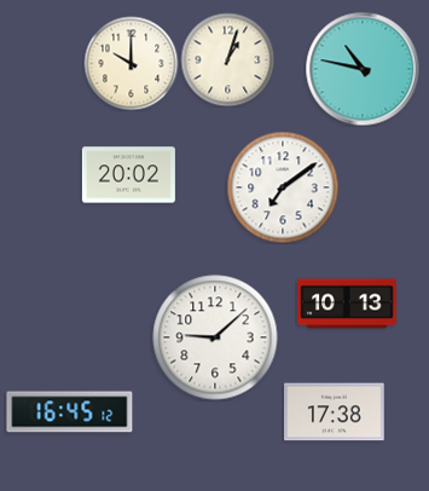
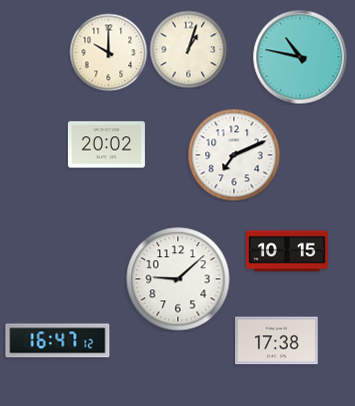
clock at (283, 187): 7:09 -> 7:11
clock at (348, 304): 10:13 -> 10:15
clock at (70, 412): 16:45 -> 16:47
